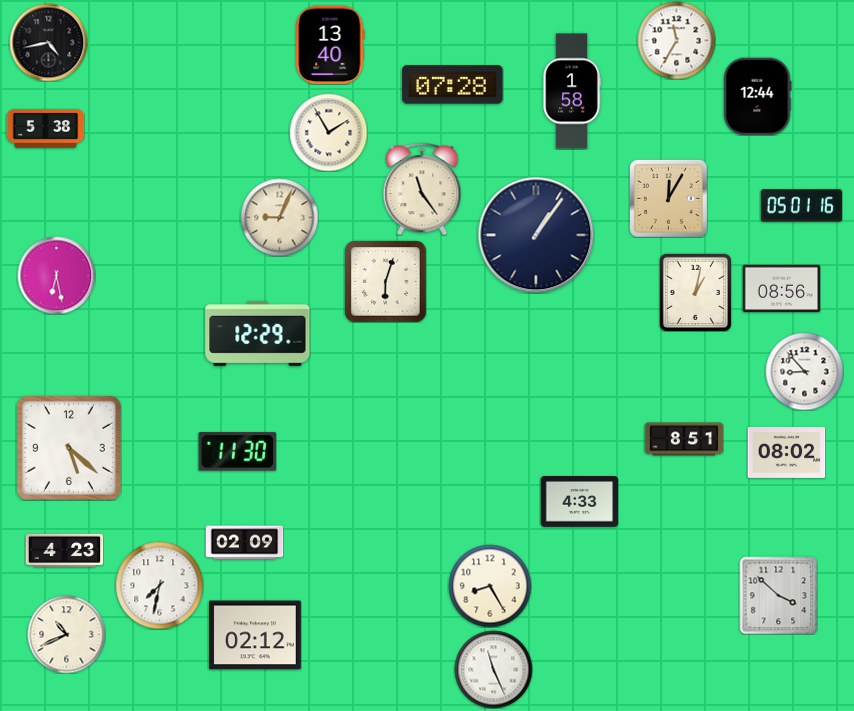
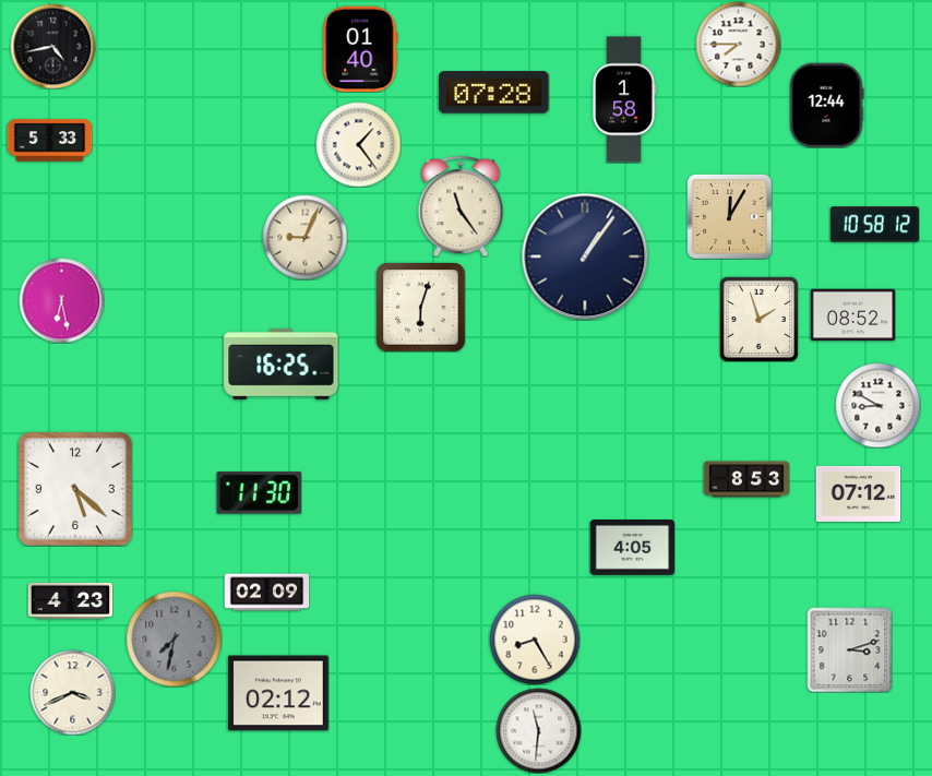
clock at (676, 40): 11:35 -> 7:45
clock at (330, 45): 13:40 -> 01:40
clock at (45, 129): 5:38 -> 5:33
clock at (328, 132): 1:55 -> 1:24
clock at (801, 206): 05:01 -> 10:58
clock at (781, 289): 08:56 -> 08:52
clock at (695, 292): 1:02 -> 1:57
clock at (258, 333): 12:29 -> 16:25
clock at (804, 371): 8:53 -> 8:50
clock at (684, 439): 8:51 -> 8:53
clock at (786, 452): 08:02 -> 07:12
clock at (579, 502): 4:33 -> 4:05
clock at (159, 585) dial: white -> grey
clock at (778, 595): 3:52 -> 3:12
clock at (66, 634): 10:41 -> 3:41
clock at (493, 669): 11:26 -> 11:31
